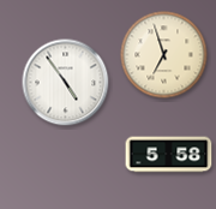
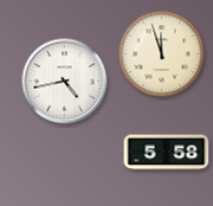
clock at (164, 55): 6:57 -> 11:57
clock at (66, 83): 4:54 -> 4:43
